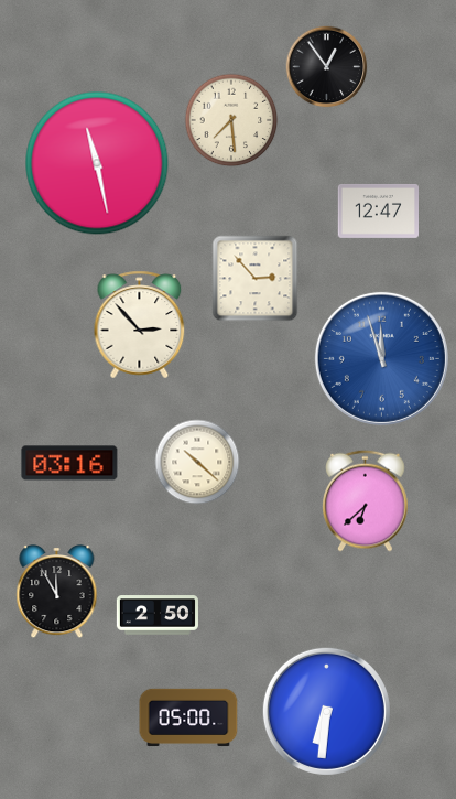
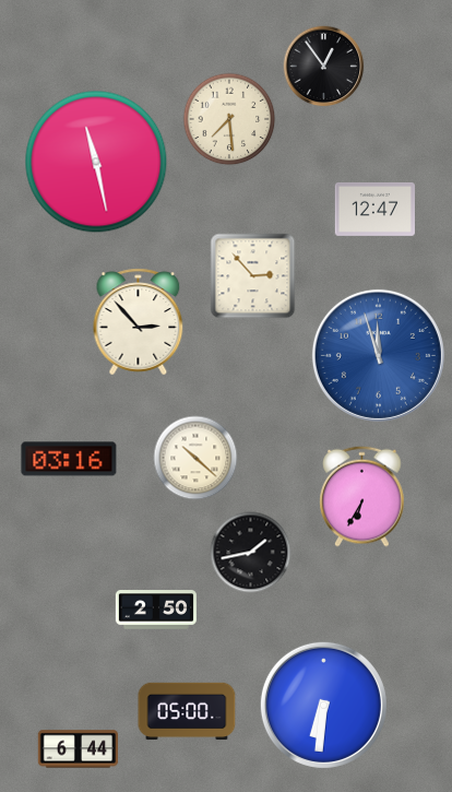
clock at (366, 500): 6:38 -> 6:35
clock at (251, 553): none -> 1:43
clock at (57, 592): 11:55 -> none
clock at (79, 749): none -> 6:44
